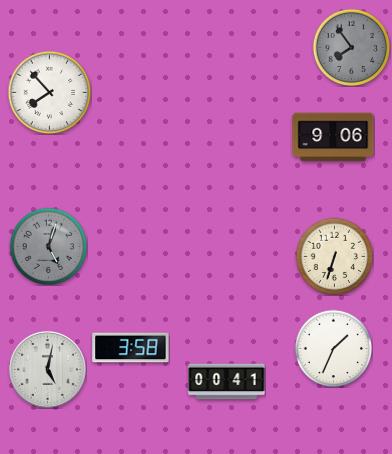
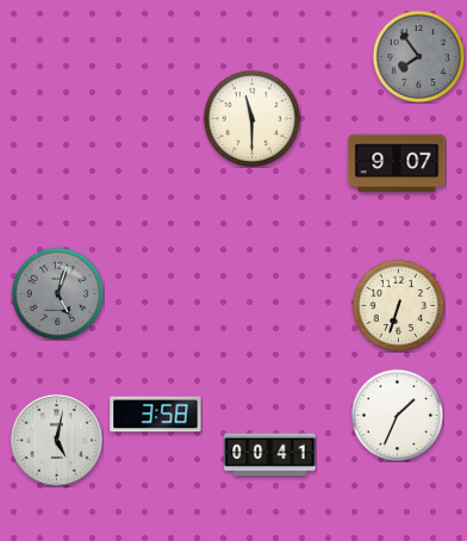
clock at (49, 92): 7:53 -> none
clock at (251, 118): none -> 11:30
clock at (333, 137): 9:06 -> 9:07
